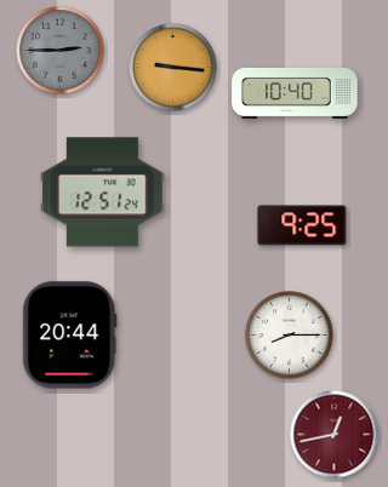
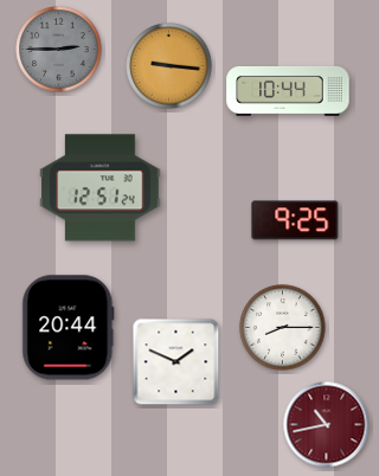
clock at (295, 93): 10:40 -> 10:44
clock at (176, 362): none -> 1:49
clock at (335, 435): 12:43 -> 10:43
